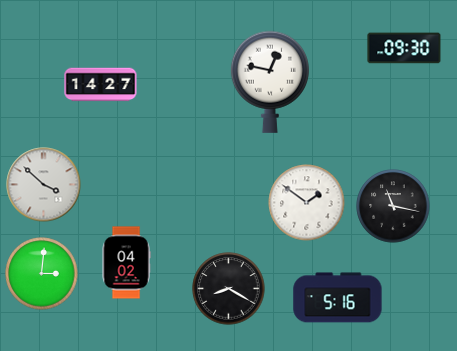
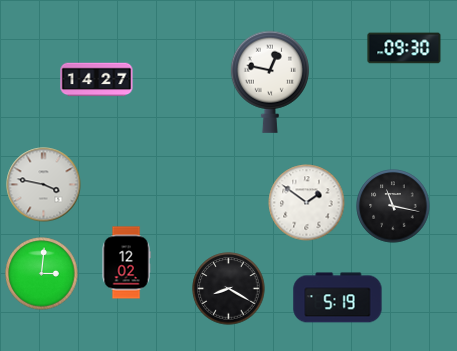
clock at (101, 85) position: (101, 85) -> (97, 80)
clock at (44, 185): 3:52 -> 3:47
clock at (126, 263): 04:02 -> 12:02
clock at (338, 298): 5:16 -> 5:19
